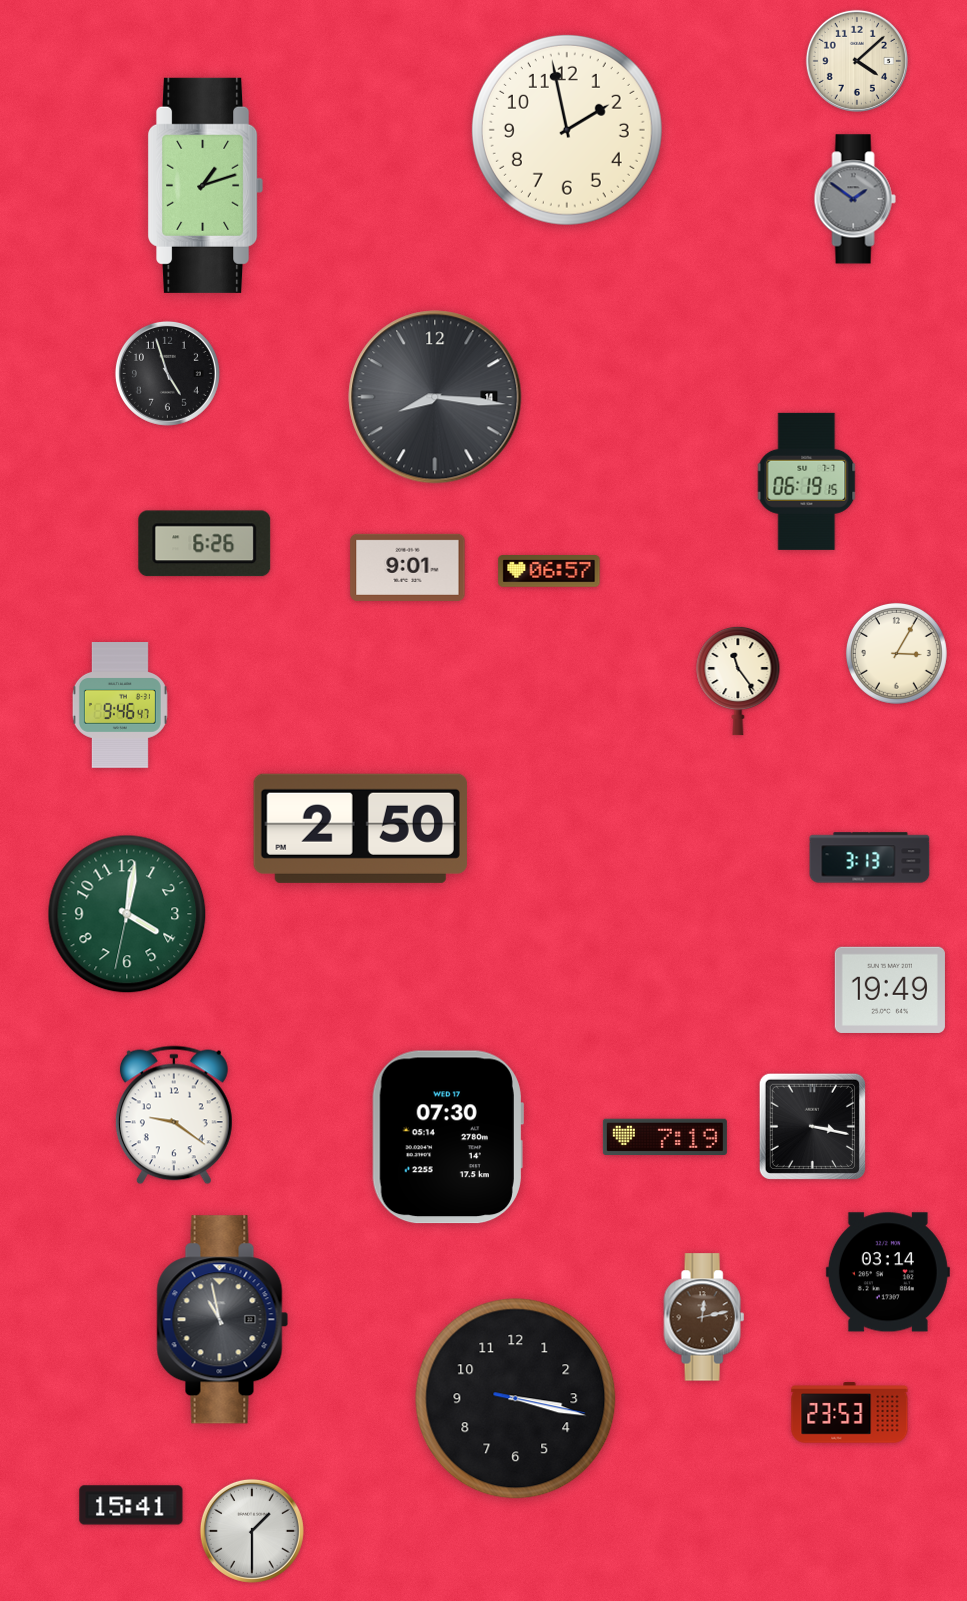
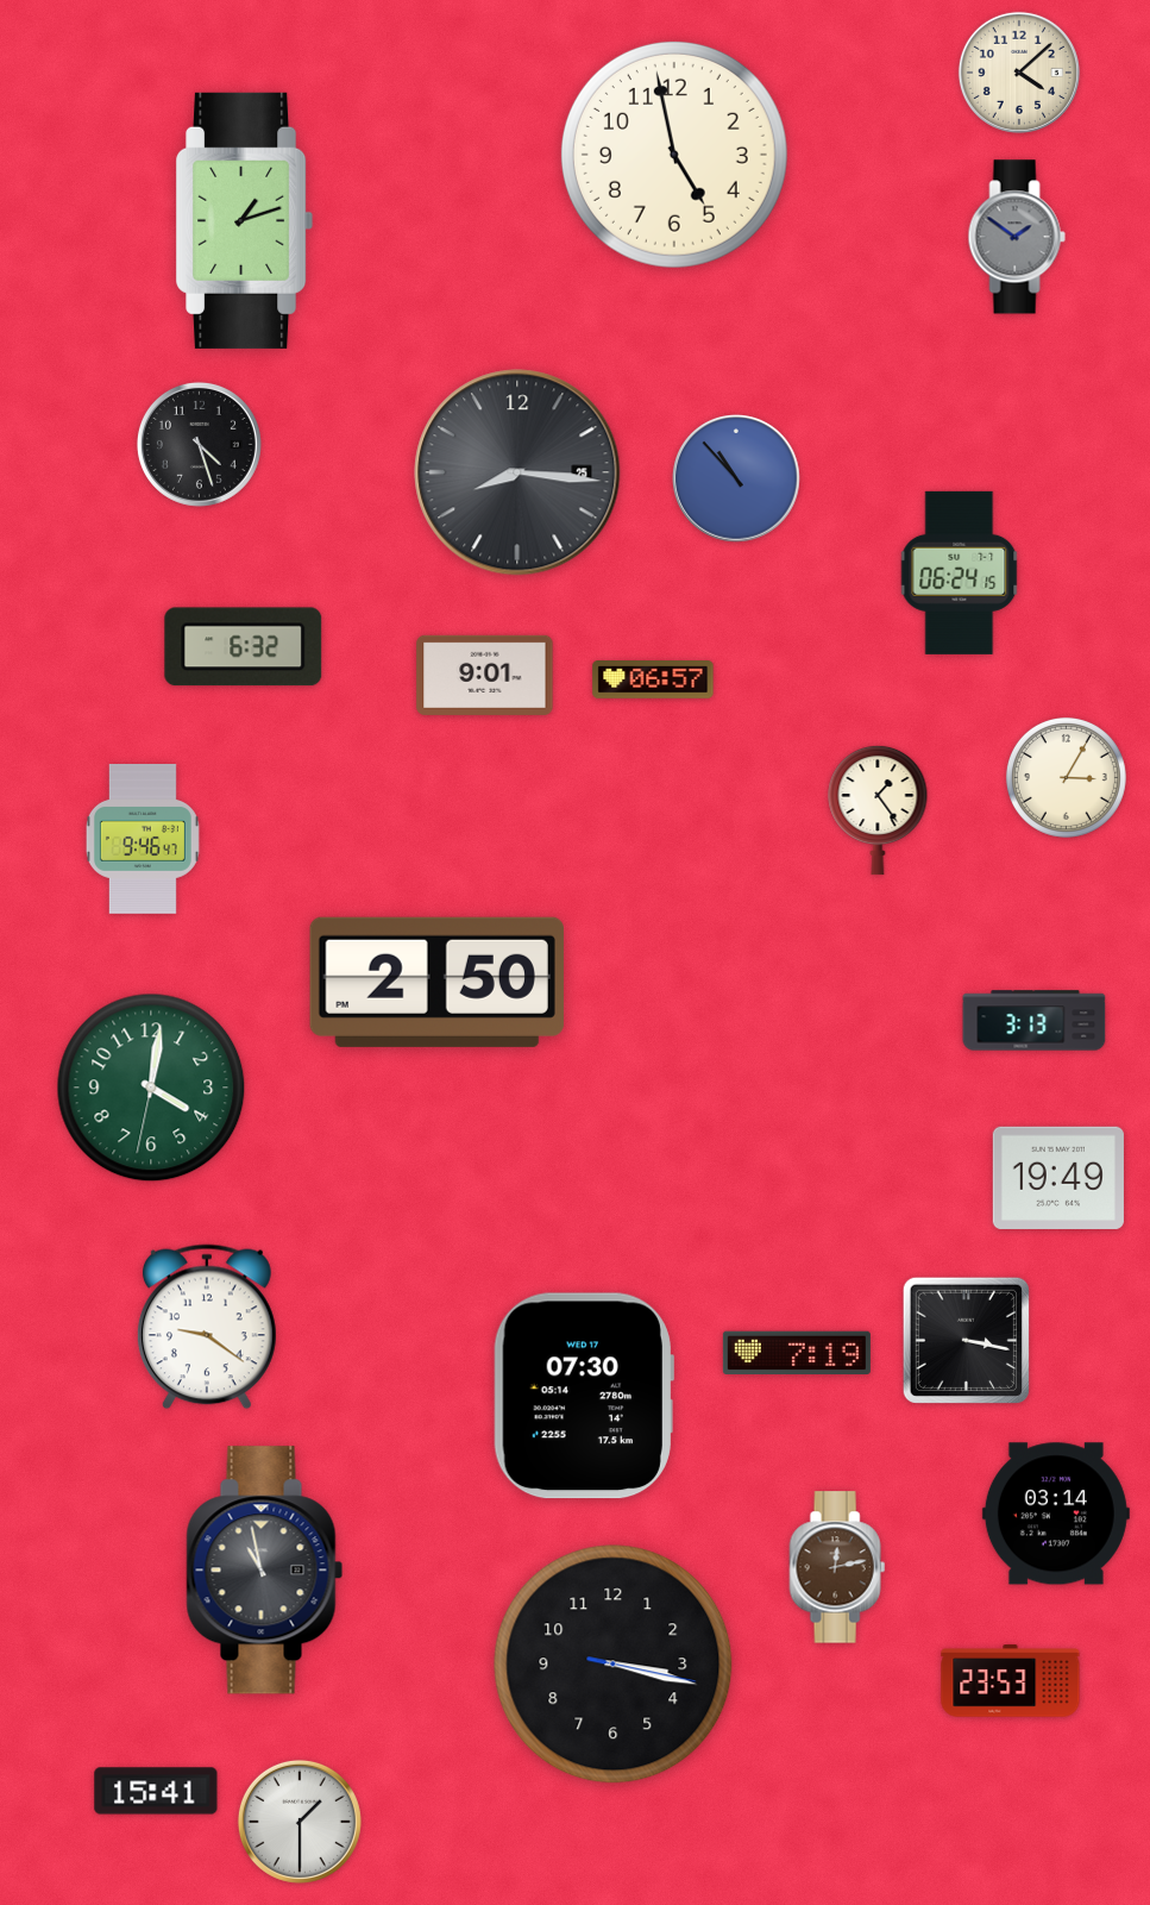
clock at (567, 130): 1:58 -> 4:58
clock at (167, 373): 4:57 -> 4:27
clock at (435, 397) date: 14 -> 25
clock at (736, 478): none -> 10:53
clock at (807, 481): 06:19 -> 06:24
clock at (205, 544): 6:26 -> 6:32
clock at (738, 681): 11:24 -> 1:24
clock at (360, 828) position: (360, 828) -> (436, 982)
clock at (448, 1137) position: (448, 1137) -> (584, 1396)
clock at (665, 1137) position: (665, 1137) -> (797, 1353)
